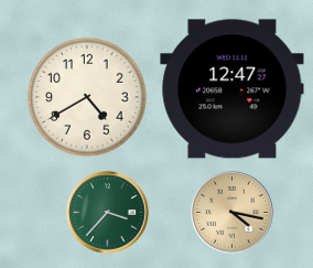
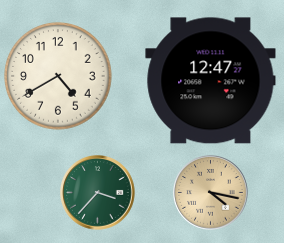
clock at (87, 97) position: (87, 97) -> (58, 76)
